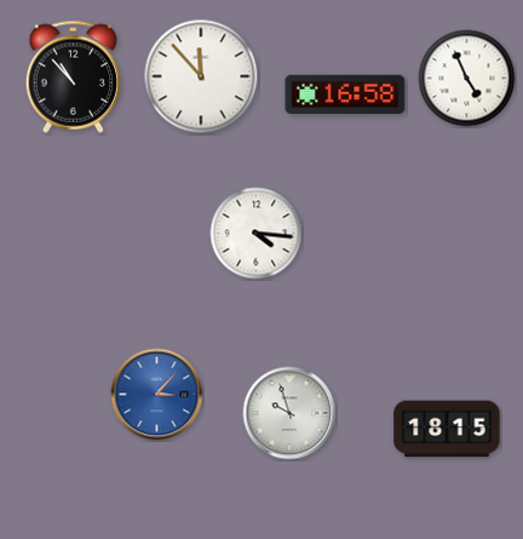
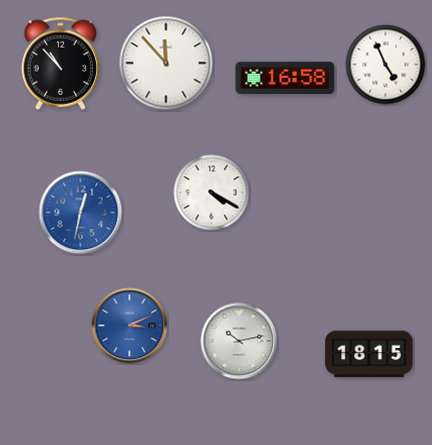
clock at (257, 234): 4:16 -> 4:20
clock at (81, 213): none -> 12:32
clock at (157, 395): 3:07 -> 3:11
clock at (289, 413): 9:57 -> 10:13
